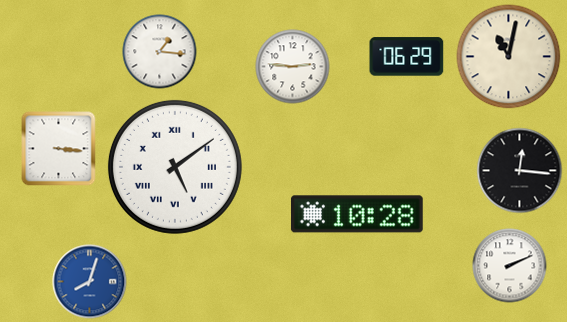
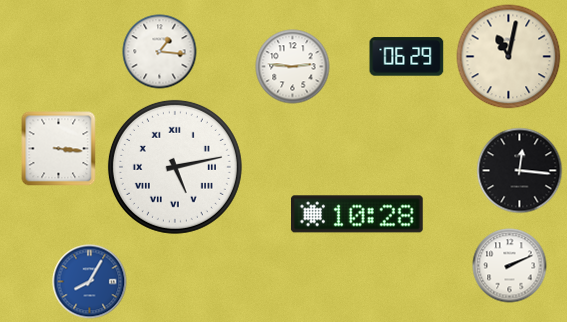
clock at (175, 167): 5:09 -> 5:13
clock at (90, 282): 8:03 -> 8:05
